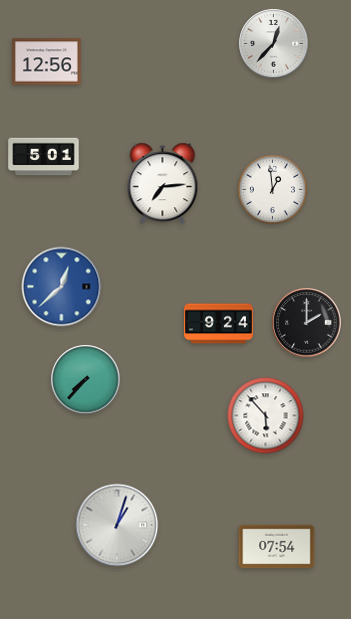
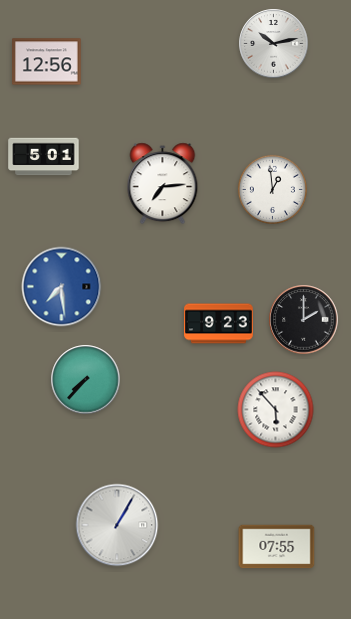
clock at (274, 44): 12:37 -> 10:13
clock at (62, 287): 12:38 -> 7:29
clock at (307, 323) position: (307, 323) -> (304, 320)
clock at (219, 324): 9:24 -> 9:23
clock at (266, 416) position: (266, 416) -> (276, 410)
clock at (117, 525): 1:03 -> 1:05
clock at (277, 547): 07:54 -> 07:55
